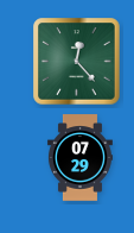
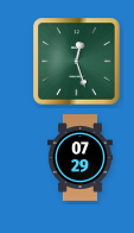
clock at (77, 62): 12:23 -> 12:27
